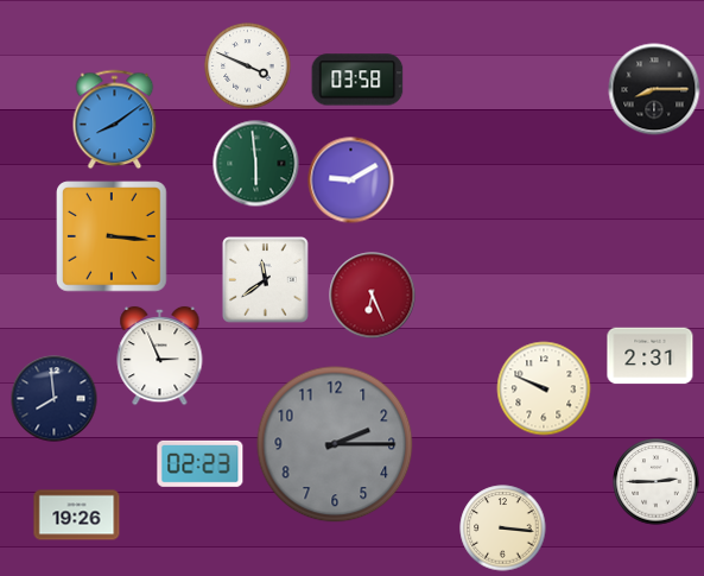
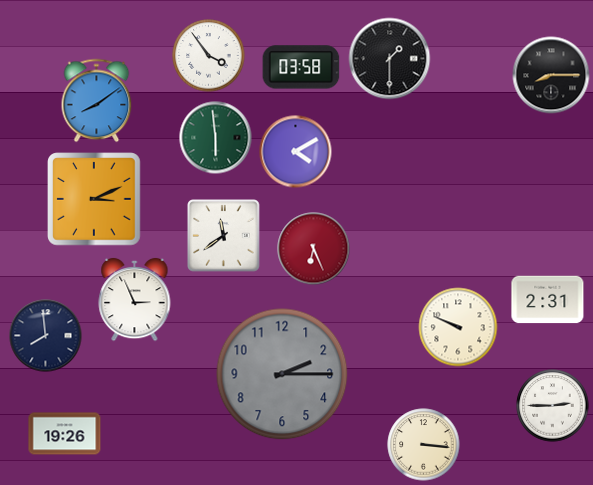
clock at (248, 67): 3:49 -> 3:54
clock at (390, 59): none -> 1:30
clock at (351, 181): 9:10 -> 4:10
clock at (112, 236): 3:16 -> 3:11
clock at (201, 463): 02:23 -> none
